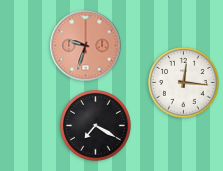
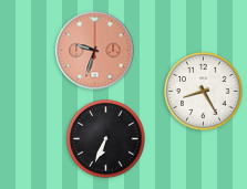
clock at (184, 83): 12:16 -> 8:25
clock at (96, 126): 7:20 -> 6:34
